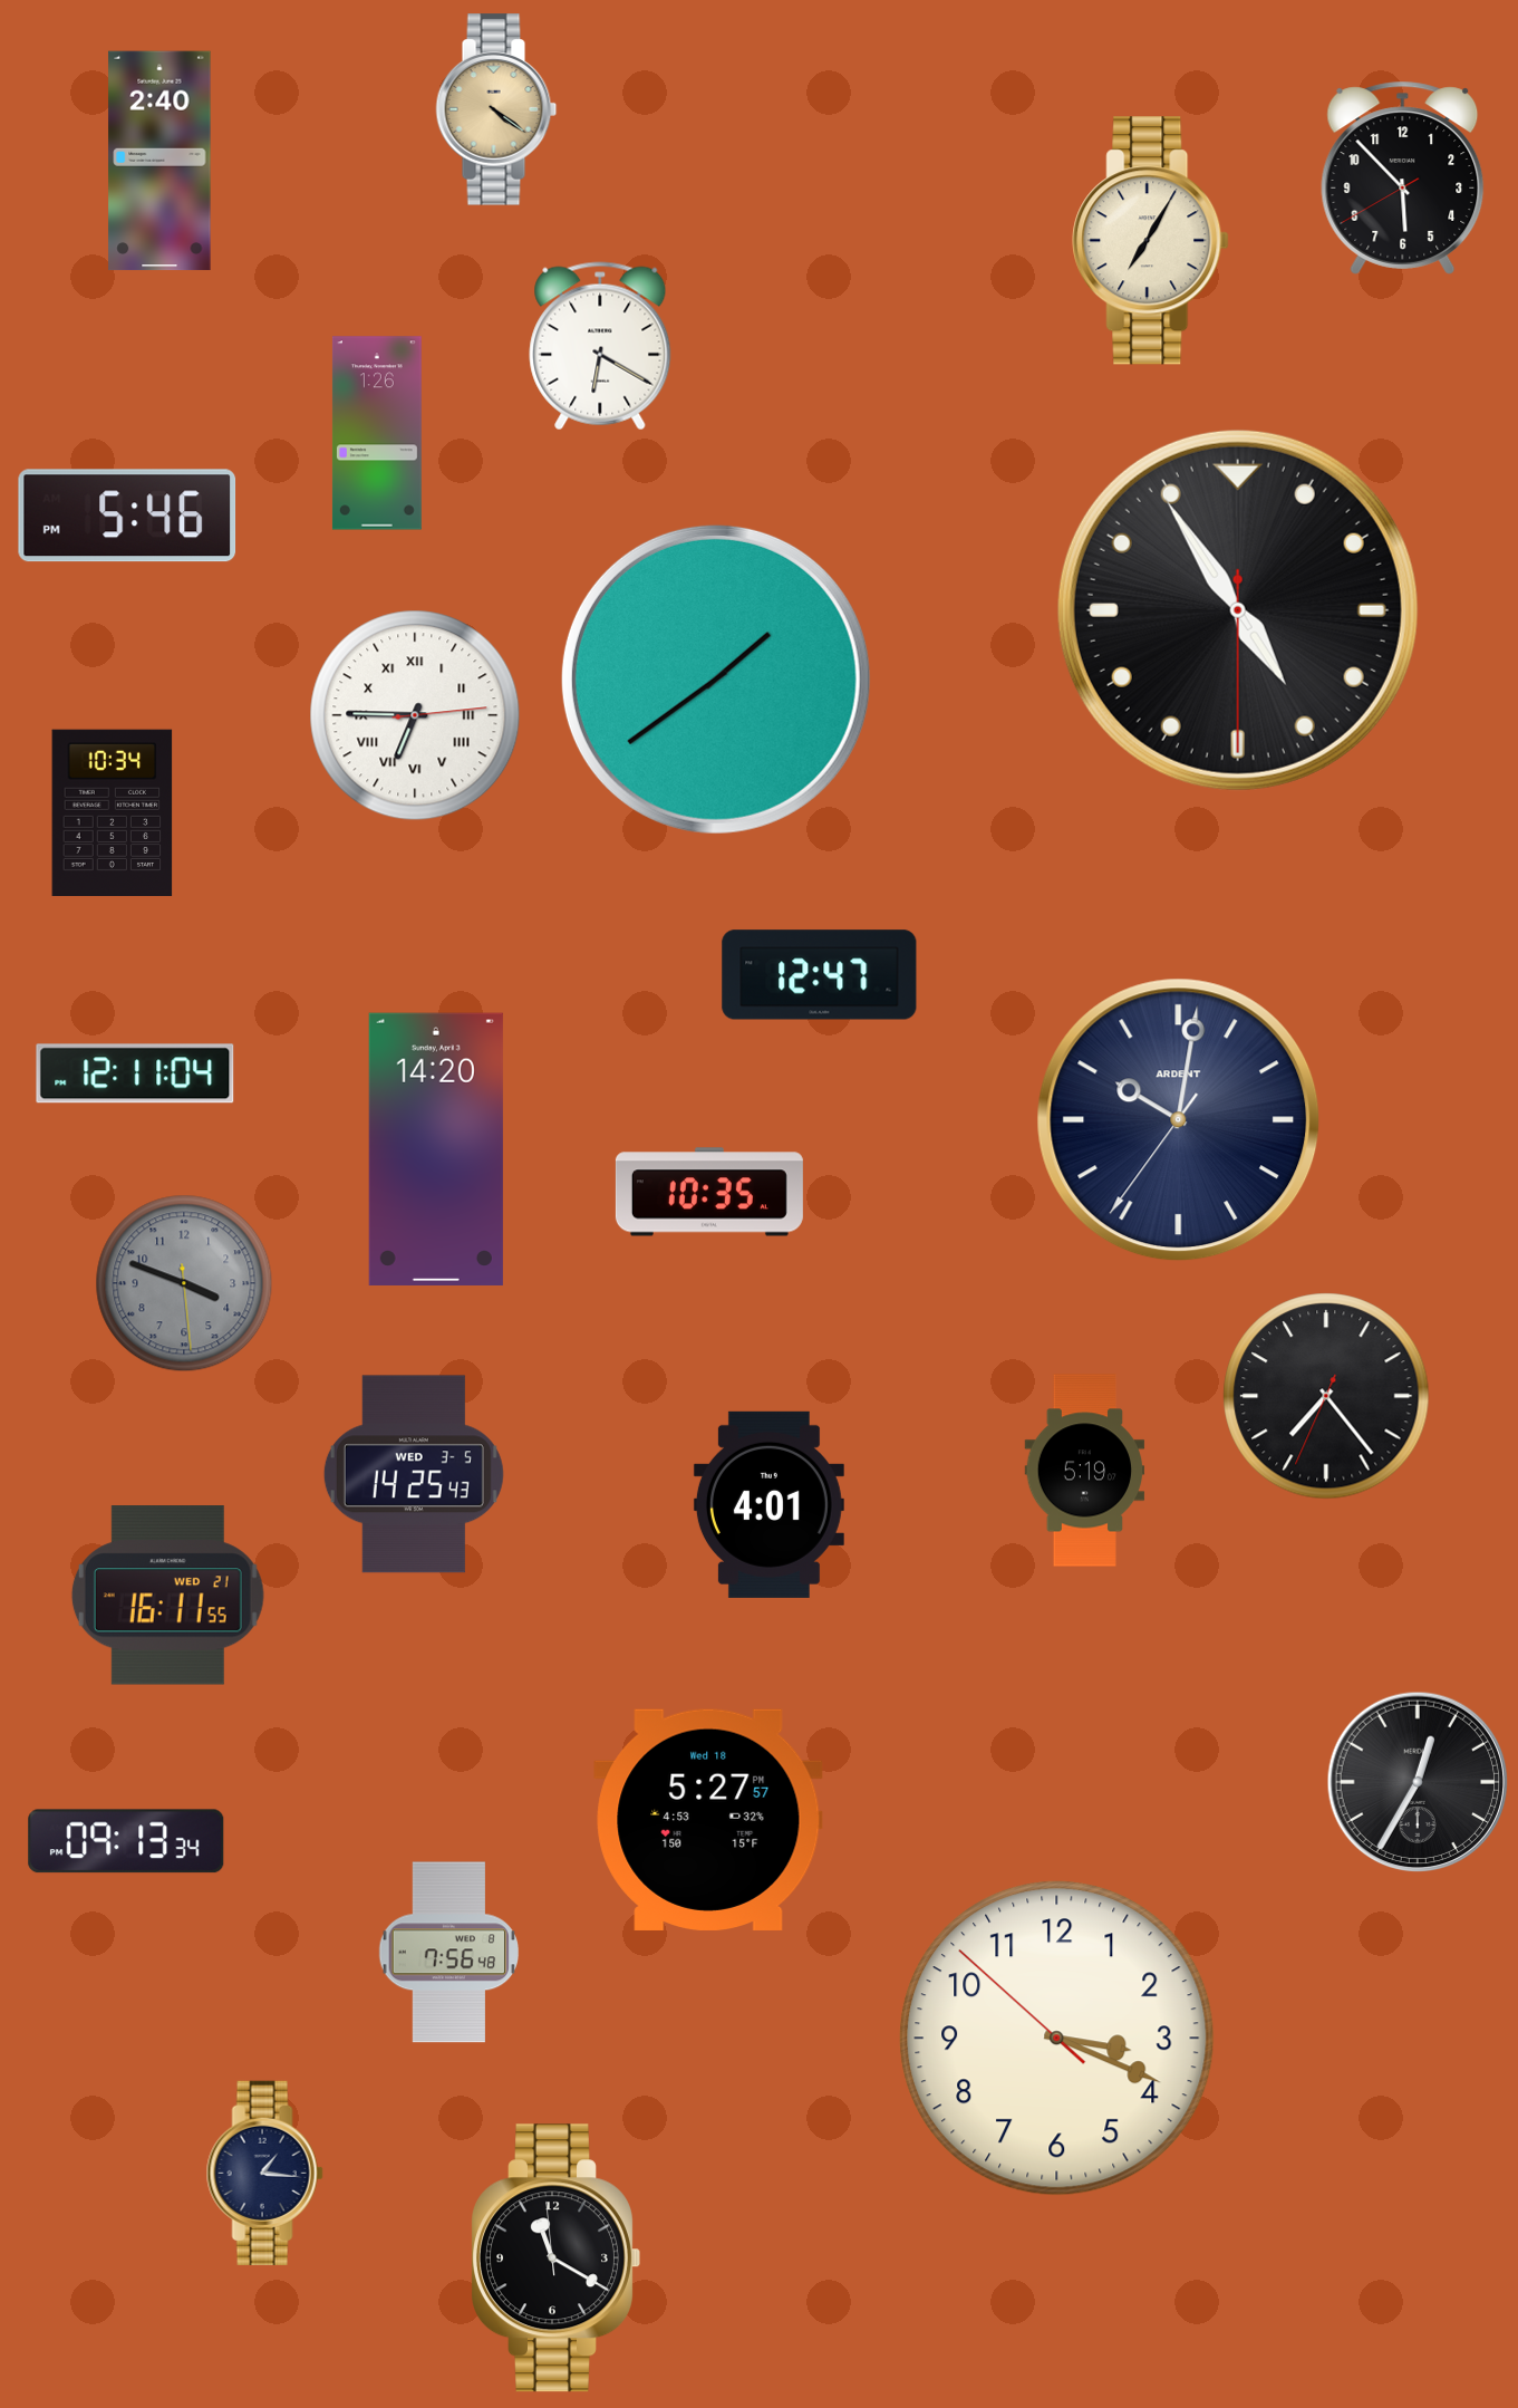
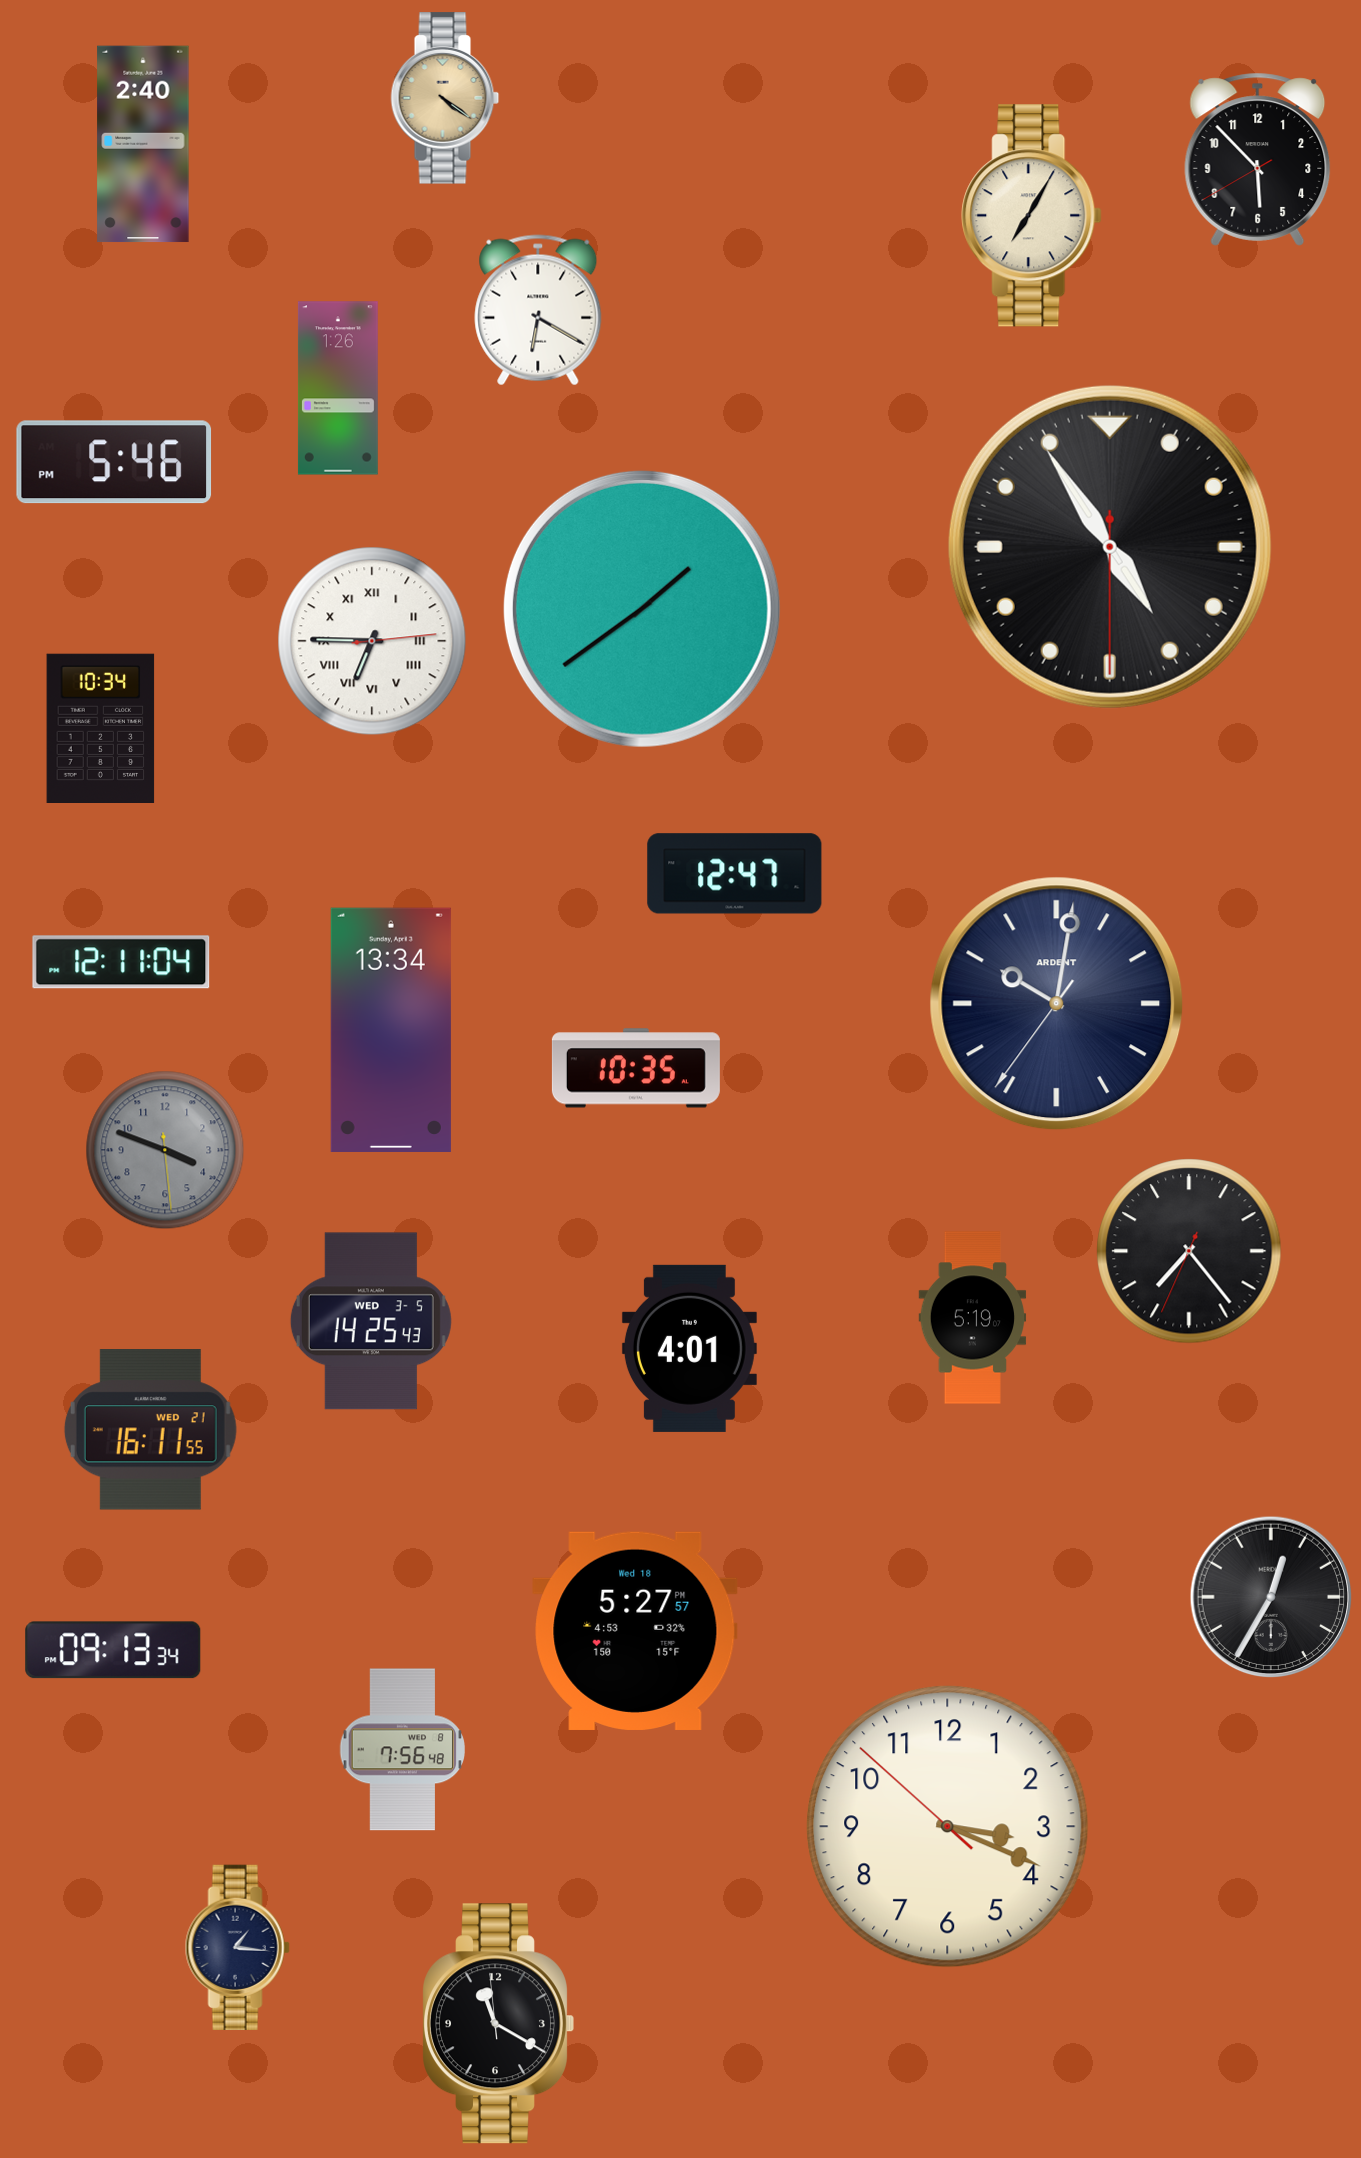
clock at (436, 1148): 14:20 -> 13:34
